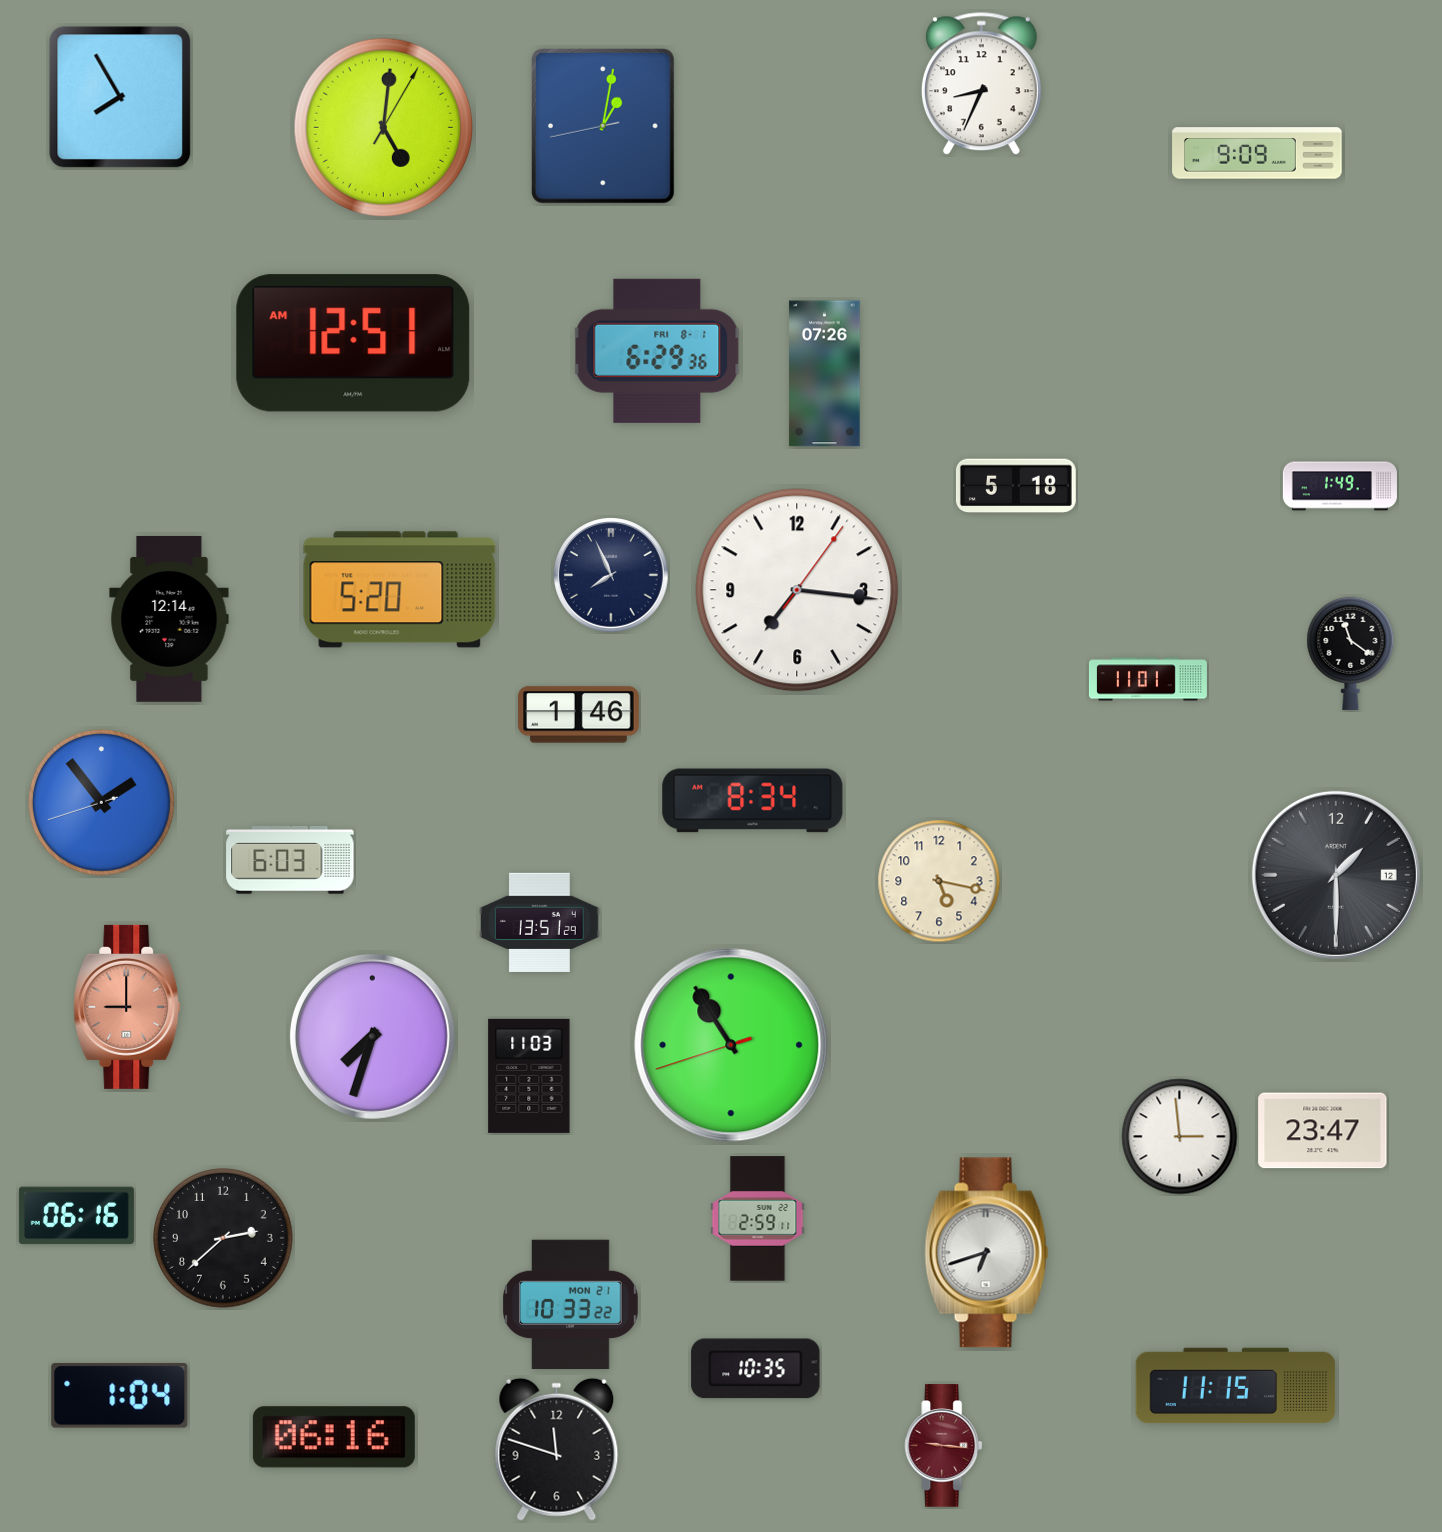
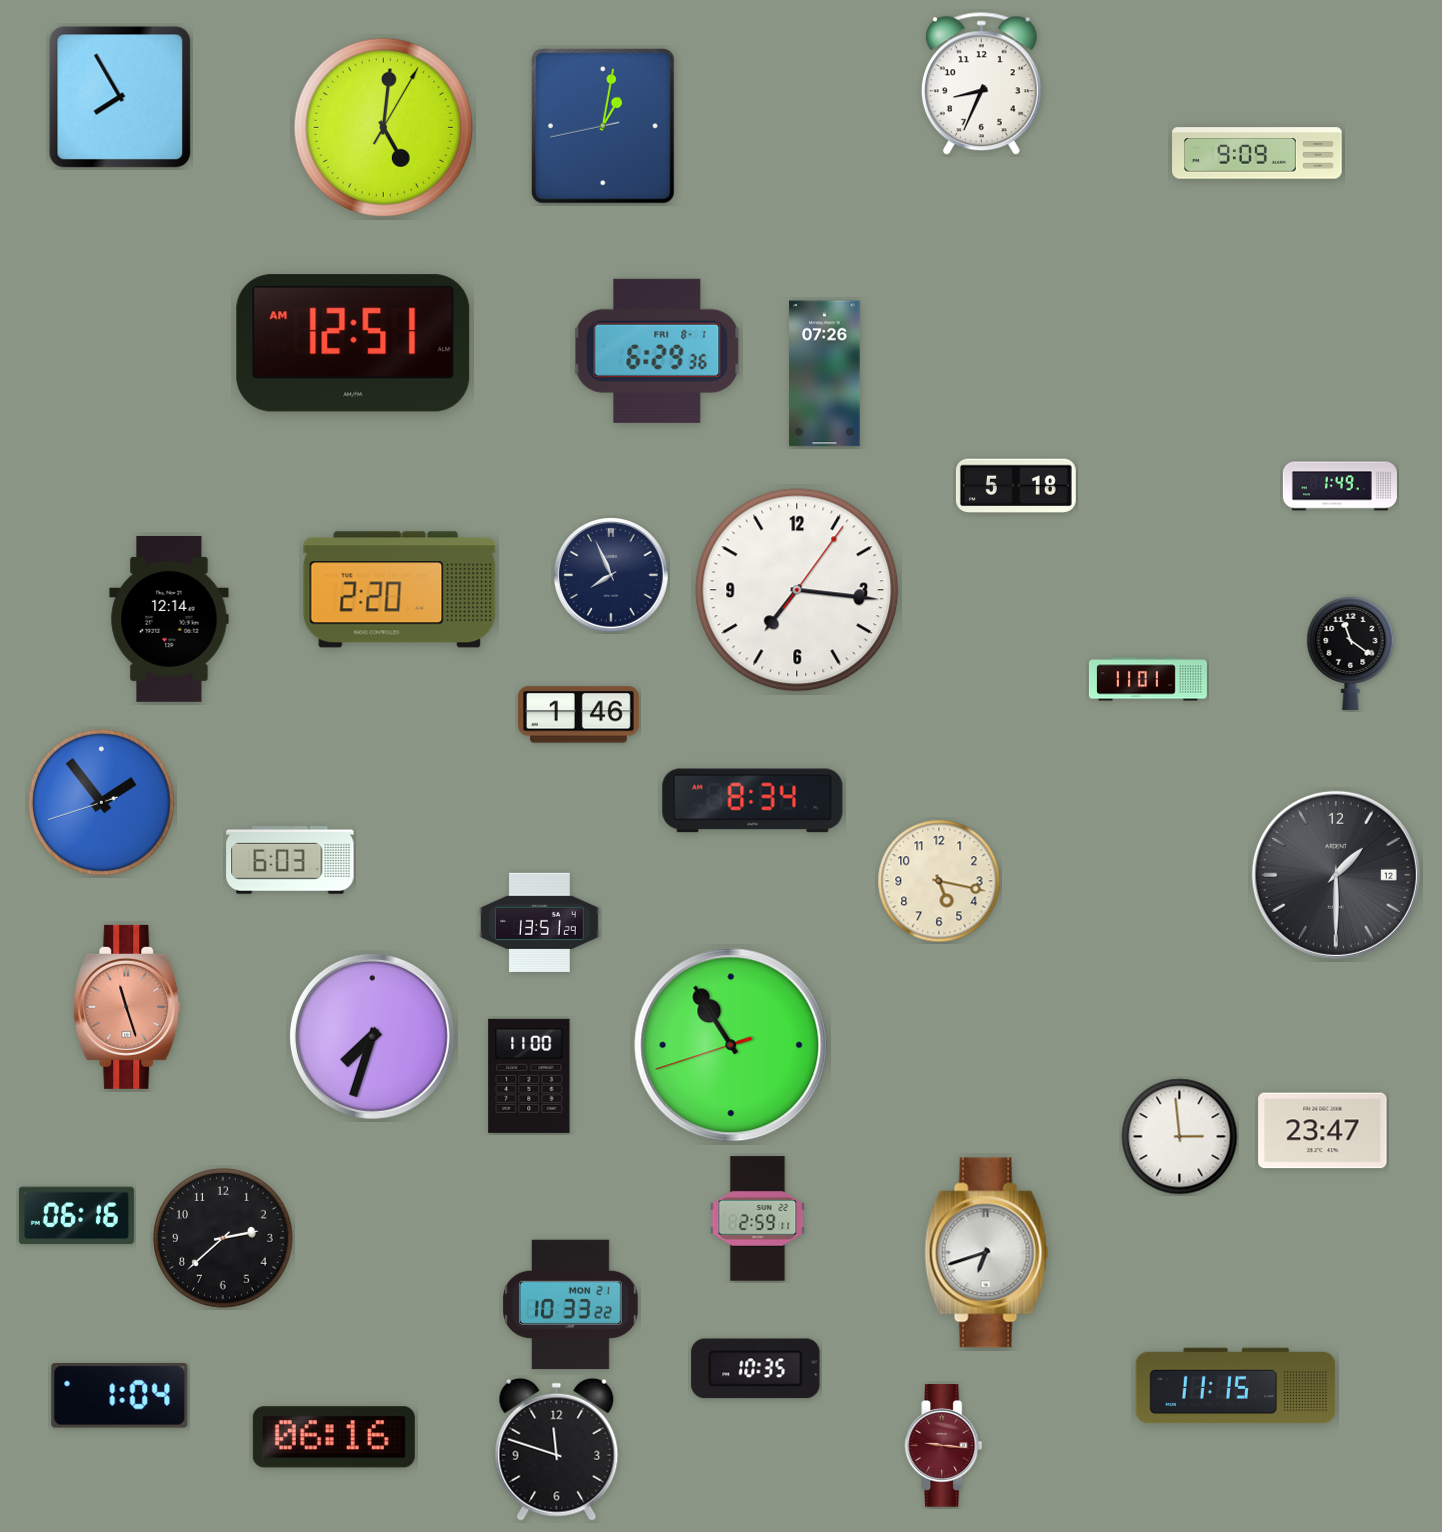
clock at (400, 590): 5:20 -> 2:20
clock at (127, 1007): 9:00 -> 11:27
clock at (529, 1076): 11:03 -> 11:00
